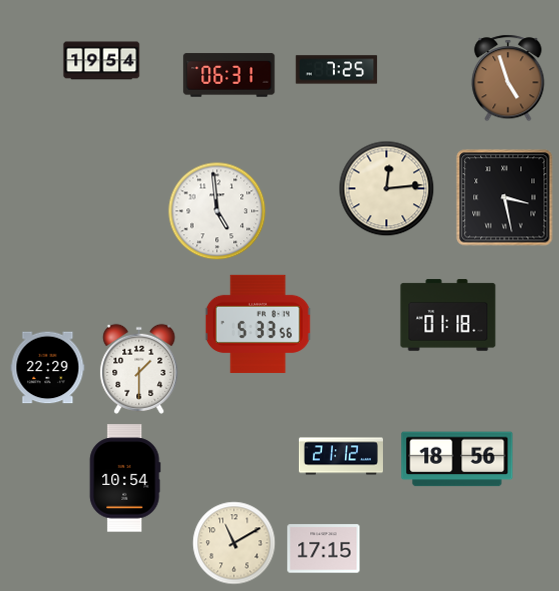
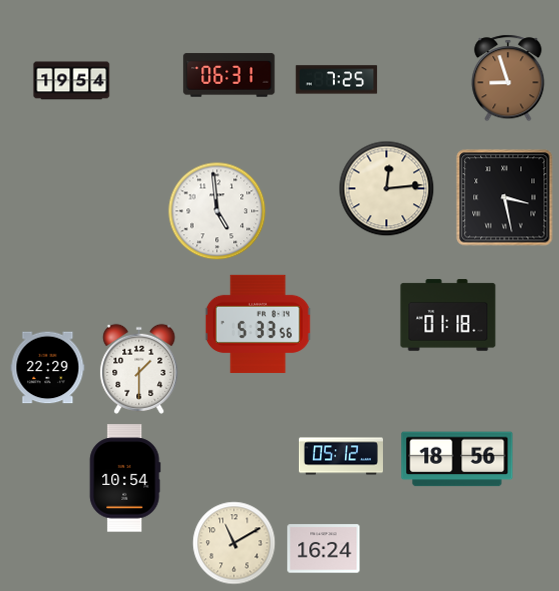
clock at (102, 61) position: (102, 61) -> (72, 81)
clock at (337, 70) position: (337, 70) -> (337, 80)
clock at (508, 78): 4:57 -> 8:57
clock at (341, 456): 21:12 -> 05:12
clock at (324, 549): 17:15 -> 16:24
